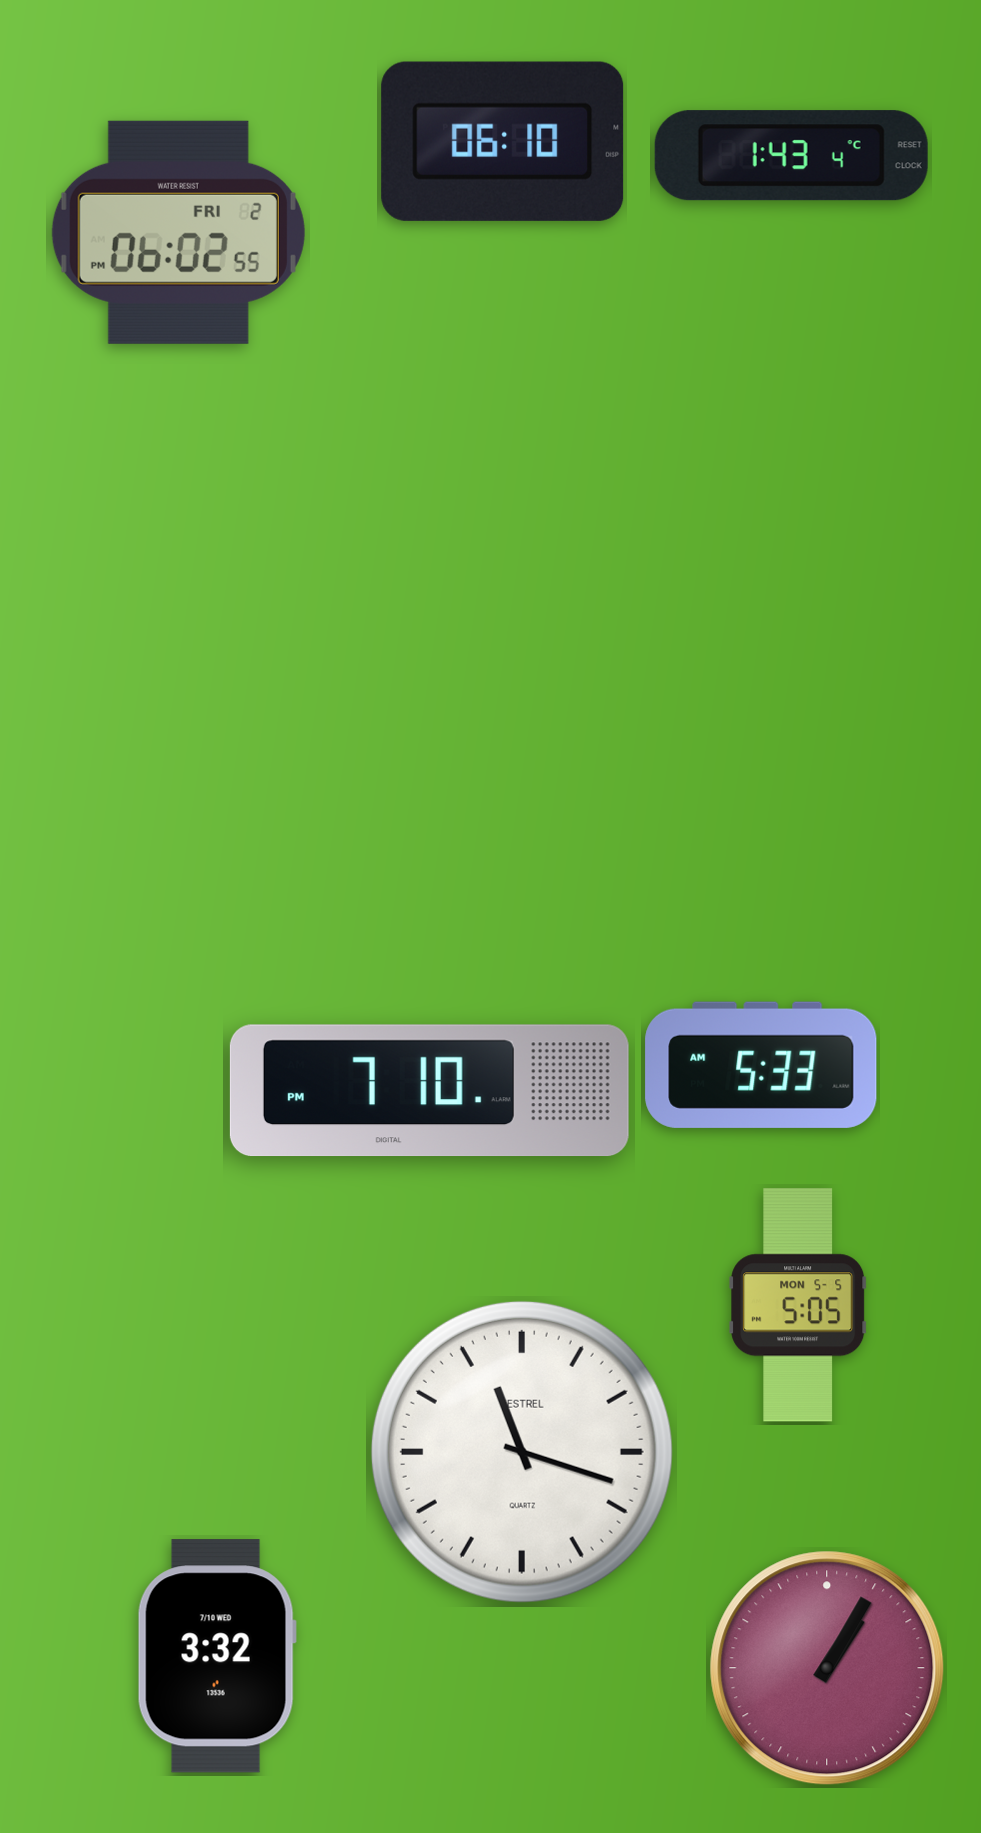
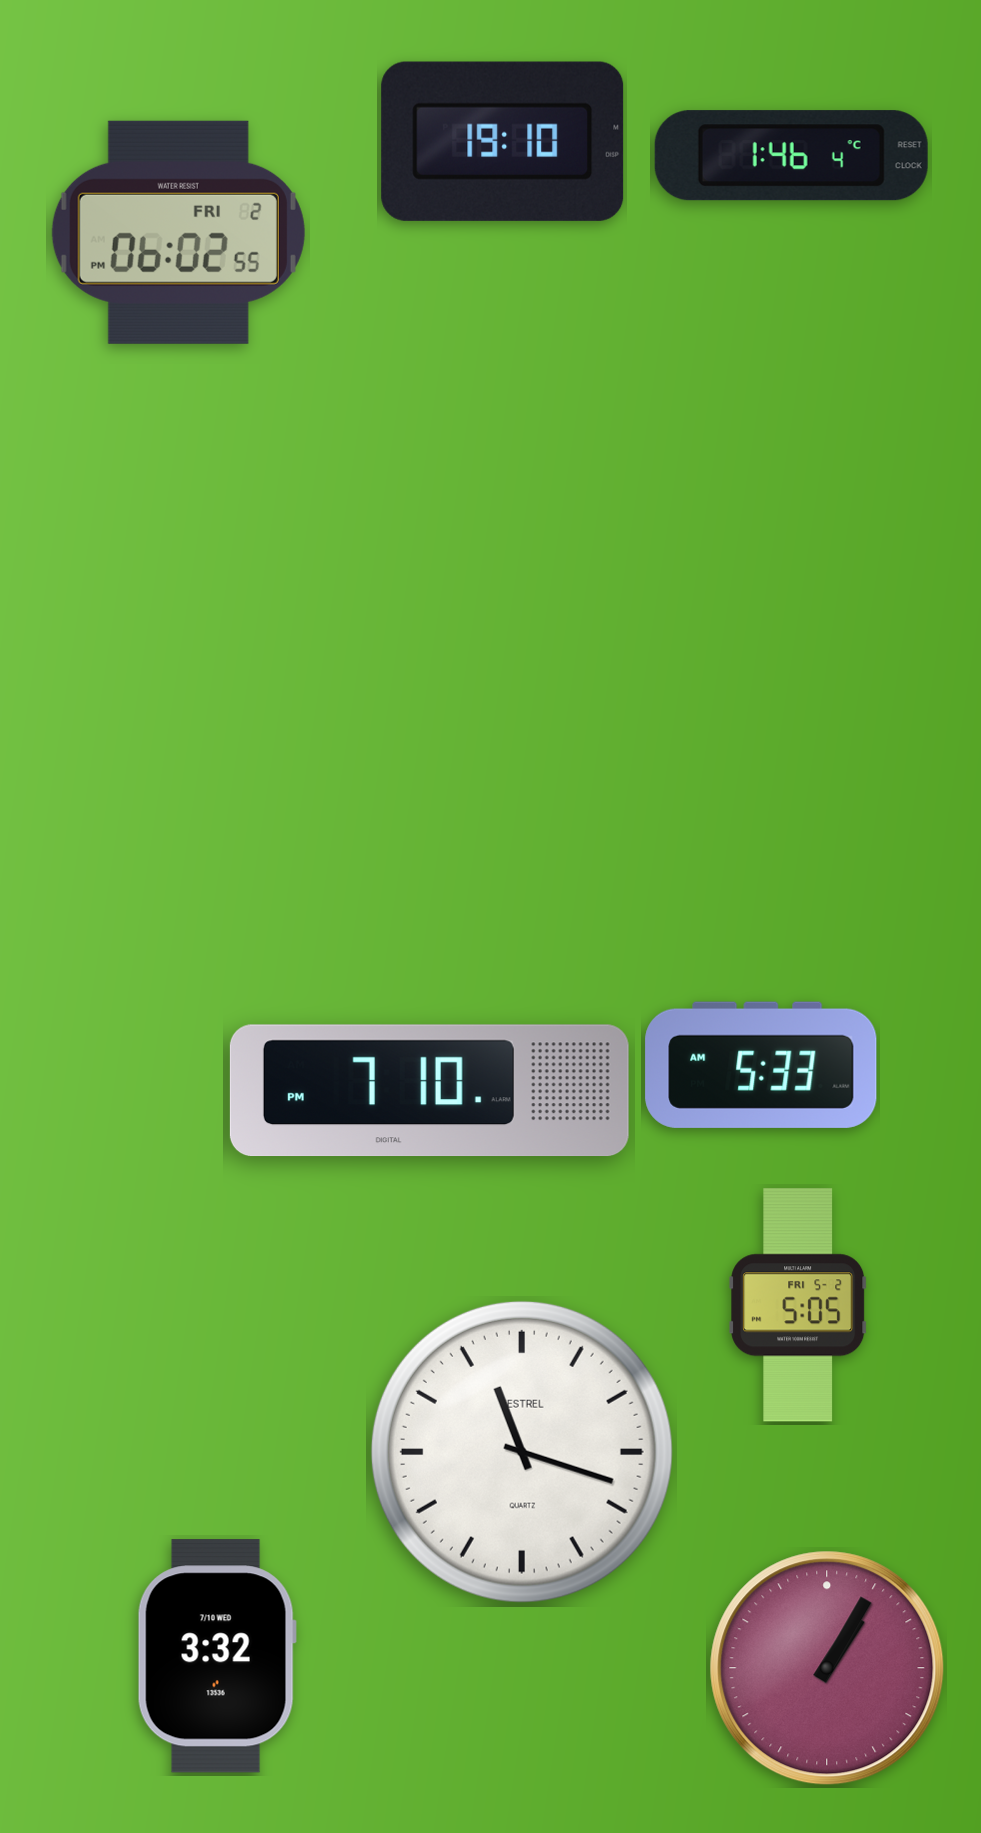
clock at (503, 141): 06:10 -> 19:10
clock at (791, 156): 1:43 -> 1:46
clock at (798, 1305) date: MON 5-5 -> FRI 5-2
